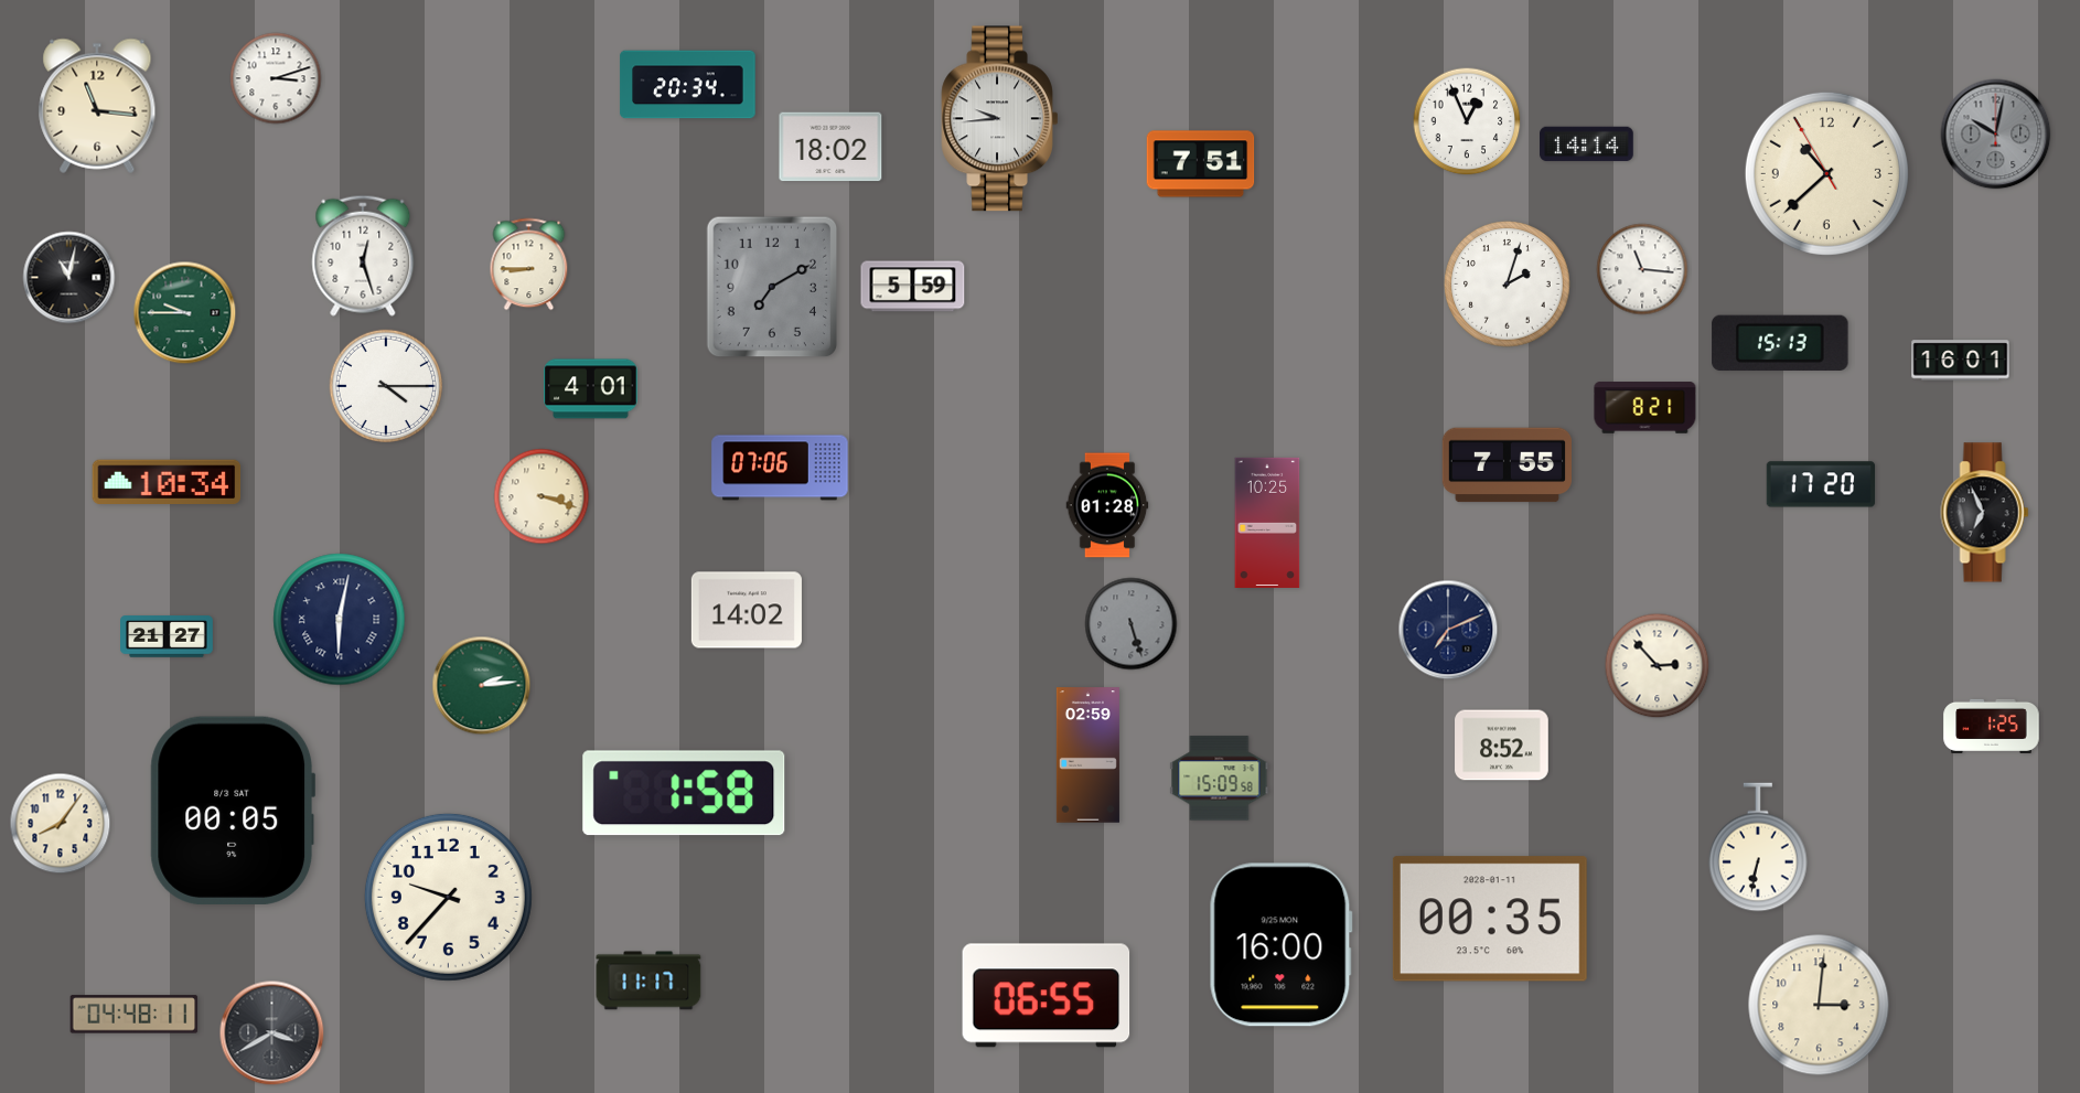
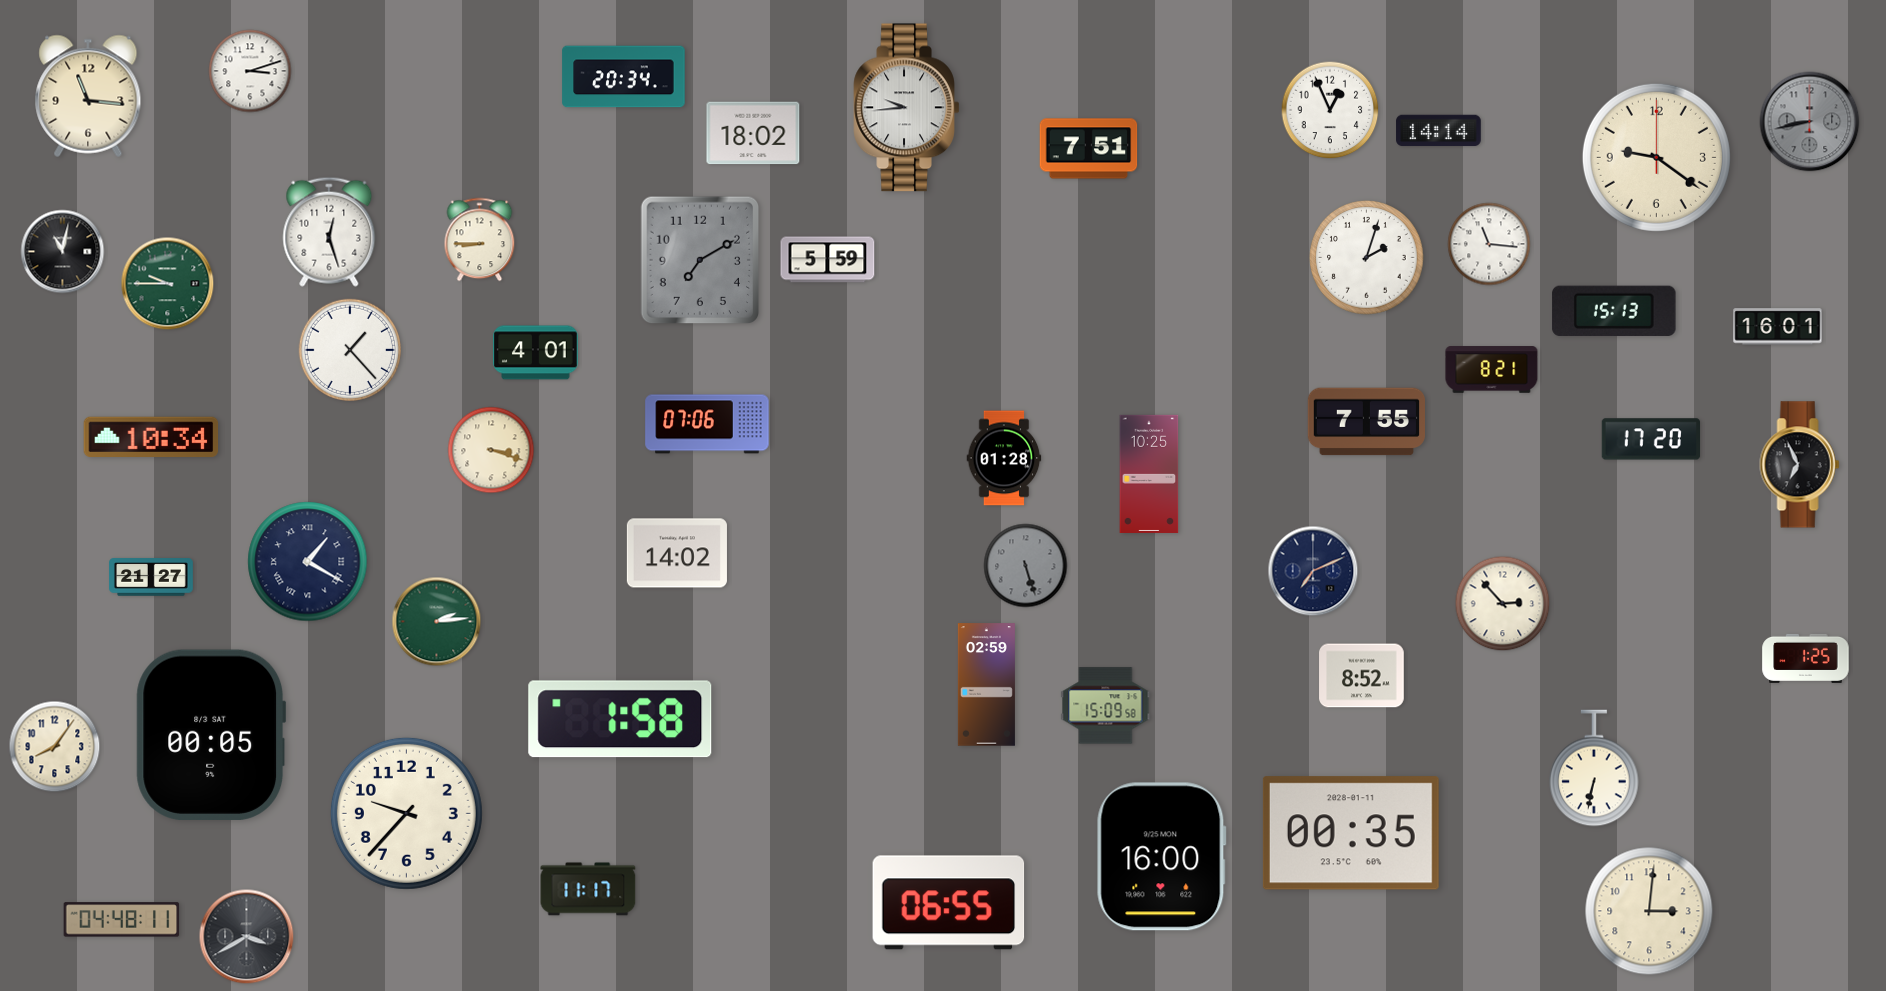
clock at (1996, 135): 10:02 -> 8:43
clock at (1826, 173): 10:37 -> 9:21
clock at (385, 385): 4:15 -> 1:23
clock at (340, 620): 6:02 -> 1:20
